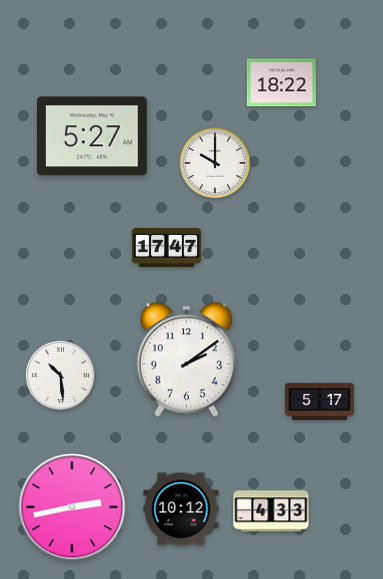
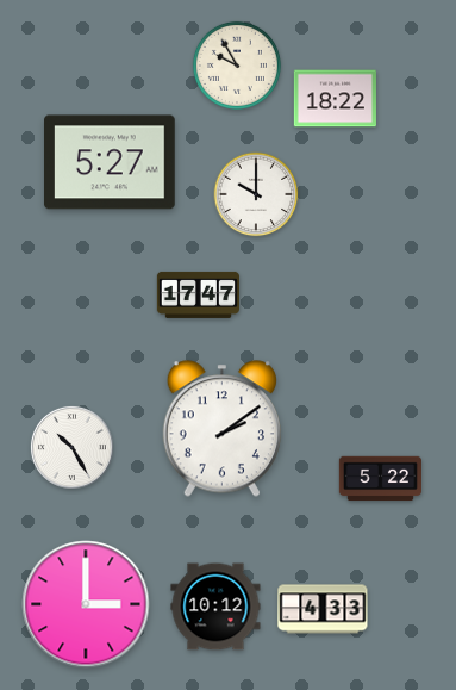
clock at (237, 66): none -> 9:55
clock at (60, 375): 10:29 -> 10:25
clock at (319, 402): 5:17 -> 5:22
clock at (72, 507): 2:43 -> 3:00
